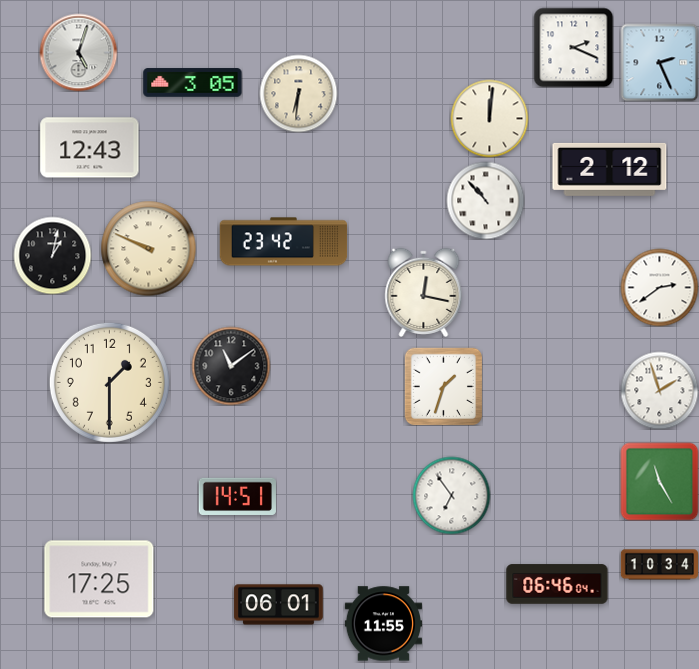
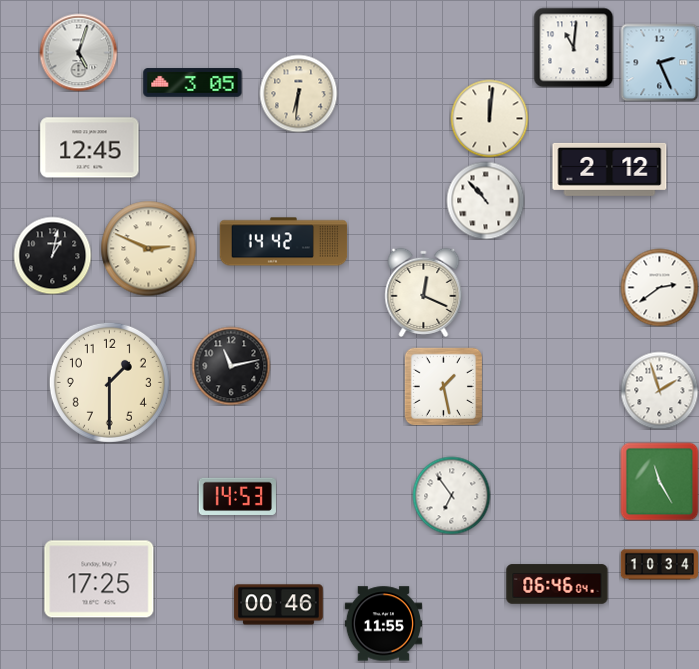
clock at (573, 47): 2:19 -> 11:01
clock at (90, 148): 12:43 -> 12:45
clock at (284, 242): 23:42 -> 14:42
clock at (148, 248): 9:49 -> 2:49
clock at (424, 292): 12:17 -> 12:19
clock at (231, 366): 11:09 -> 11:13
clock at (443, 386): 1:33 -> 1:28
clock at (237, 496): 14:51 -> 14:53
clock at (279, 605): 06:01 -> 00:46
